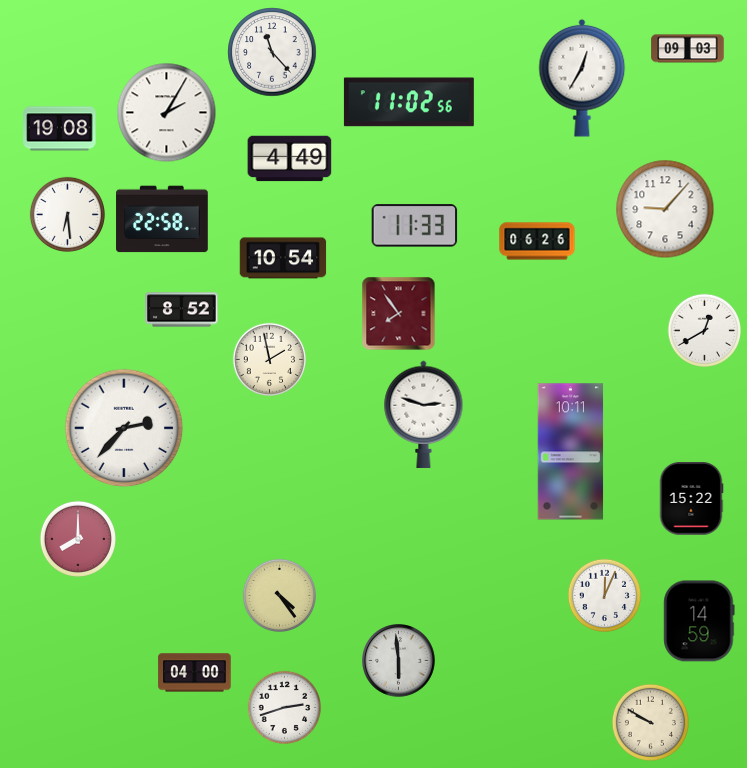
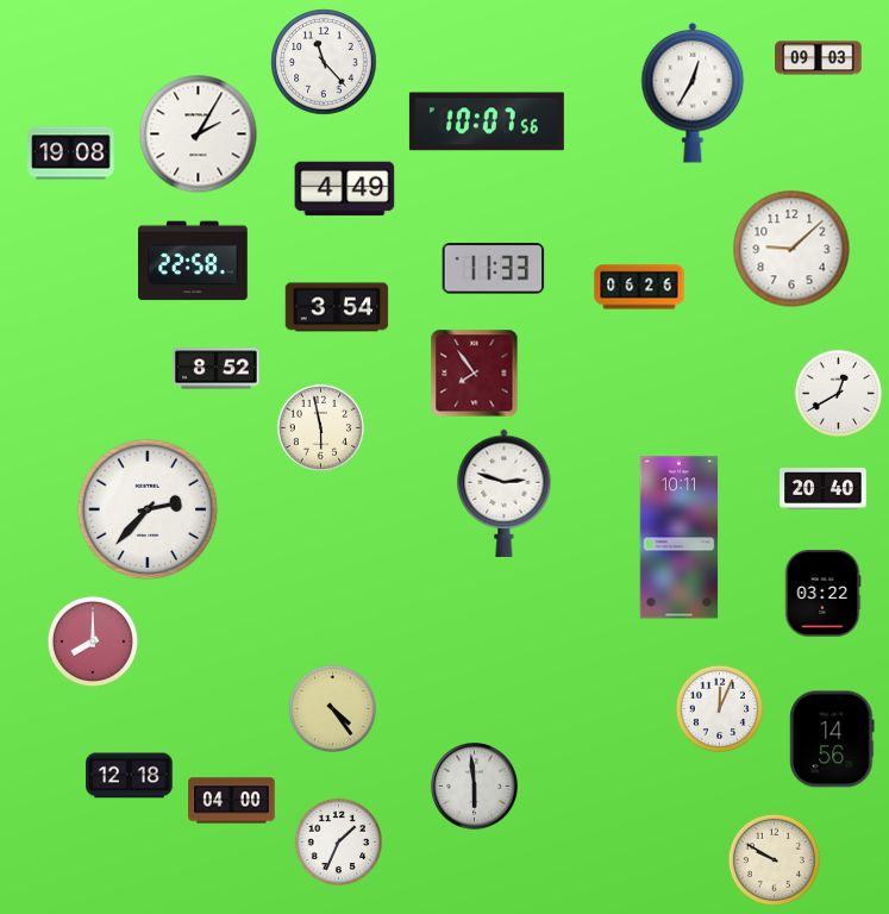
clock at (409, 102): 11:02 -> 10:07
clock at (665, 209): 9:07 -> 9:08
clock at (67, 214): 6:29 -> none
clock at (283, 258): 10:54 -> 3:54
clock at (270, 360): 1:58 -> 5:58
clock at (824, 489): none -> 20:40
clock at (691, 499): 15:22 -> 03:22
clock at (699, 621): 14:59 -> 14:56
clock at (130, 776): none -> 12:18
clock at (285, 708): 2:42 -> 1:34
